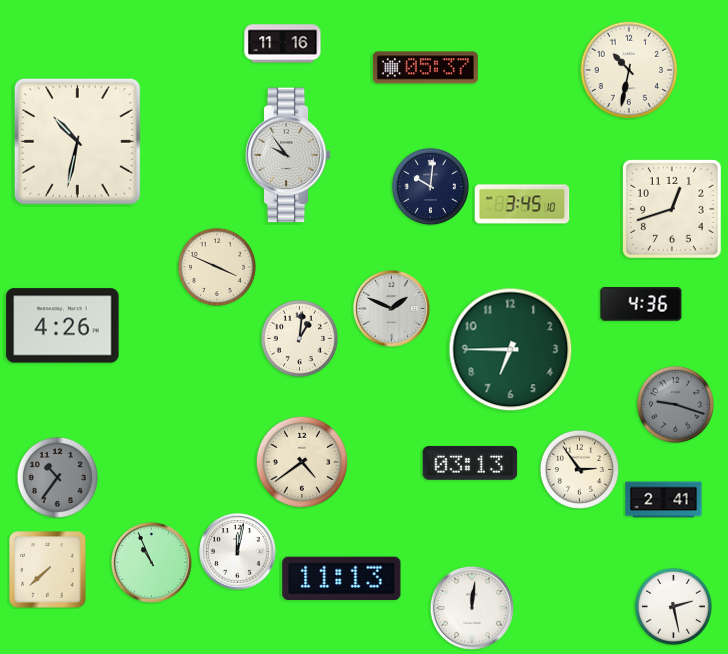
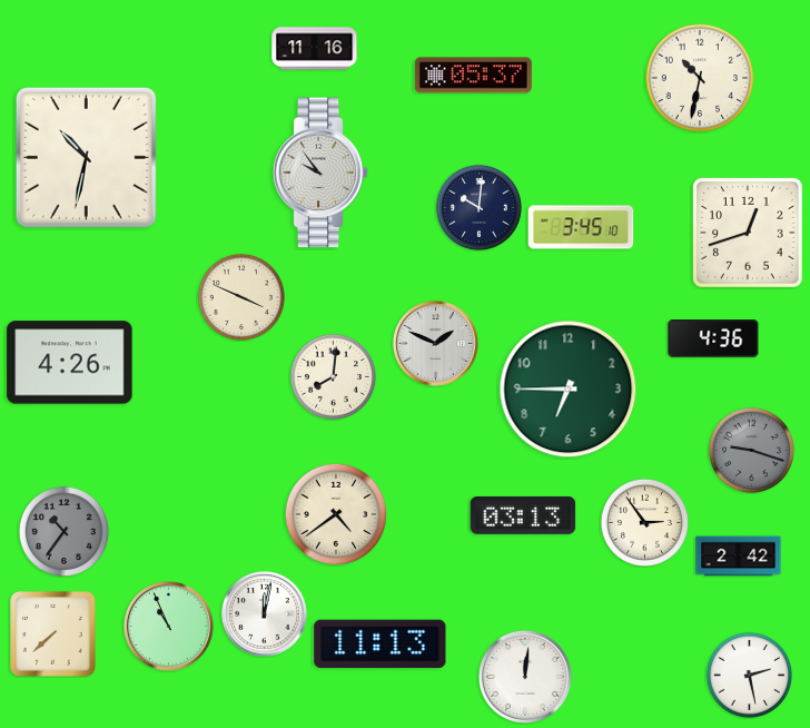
clock at (299, 338): 1:01 -> 8:01
clock at (664, 500): 2:41 -> 2:42
